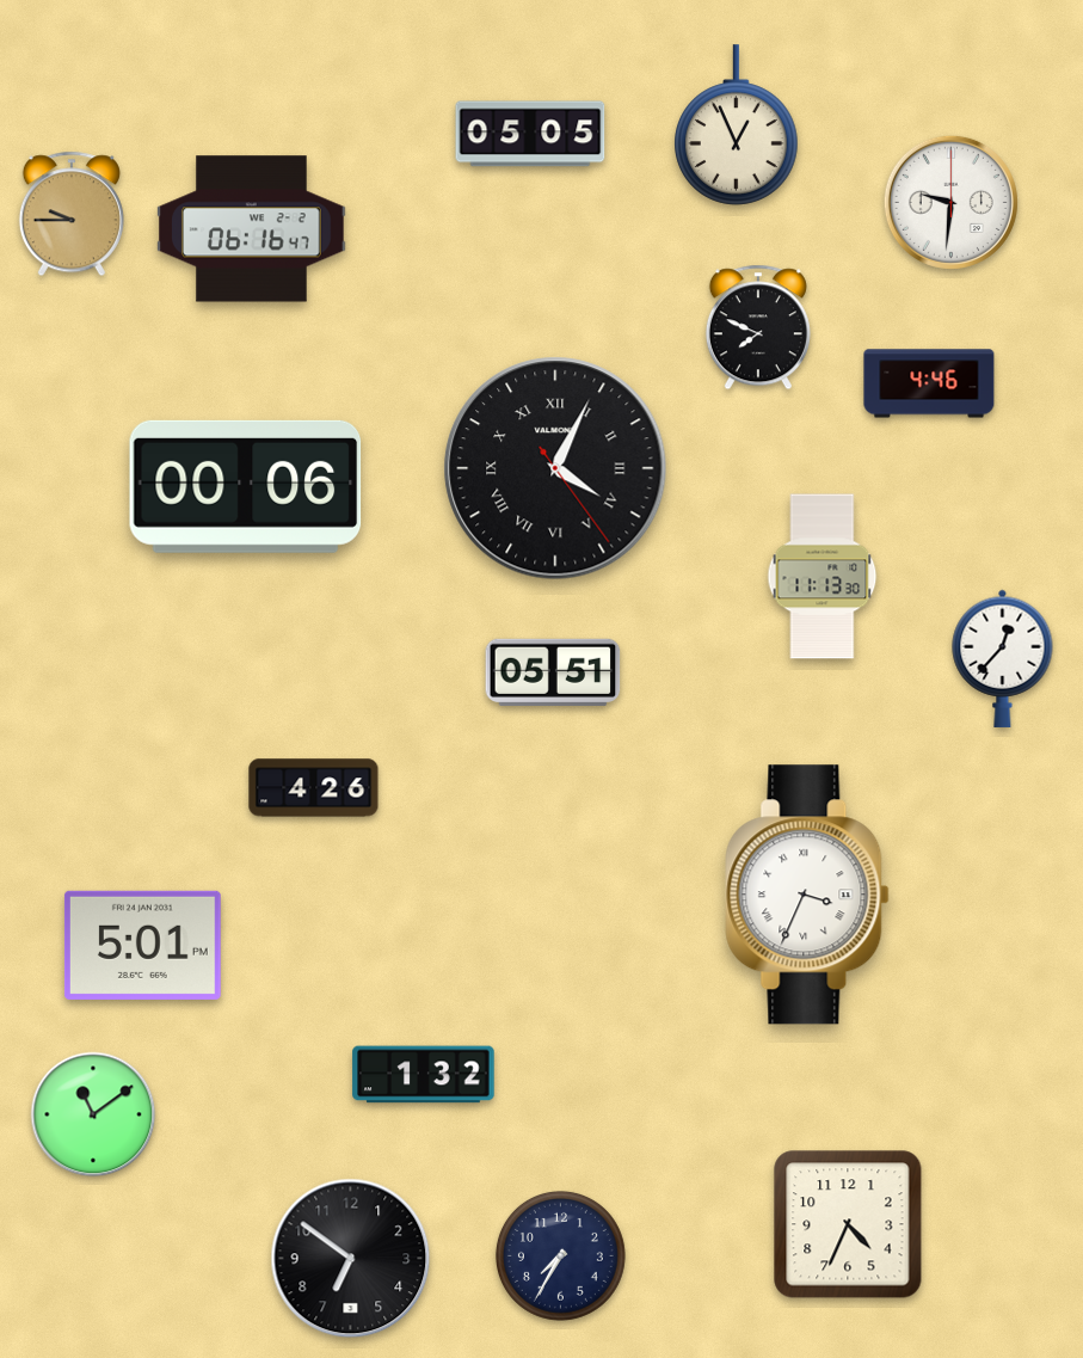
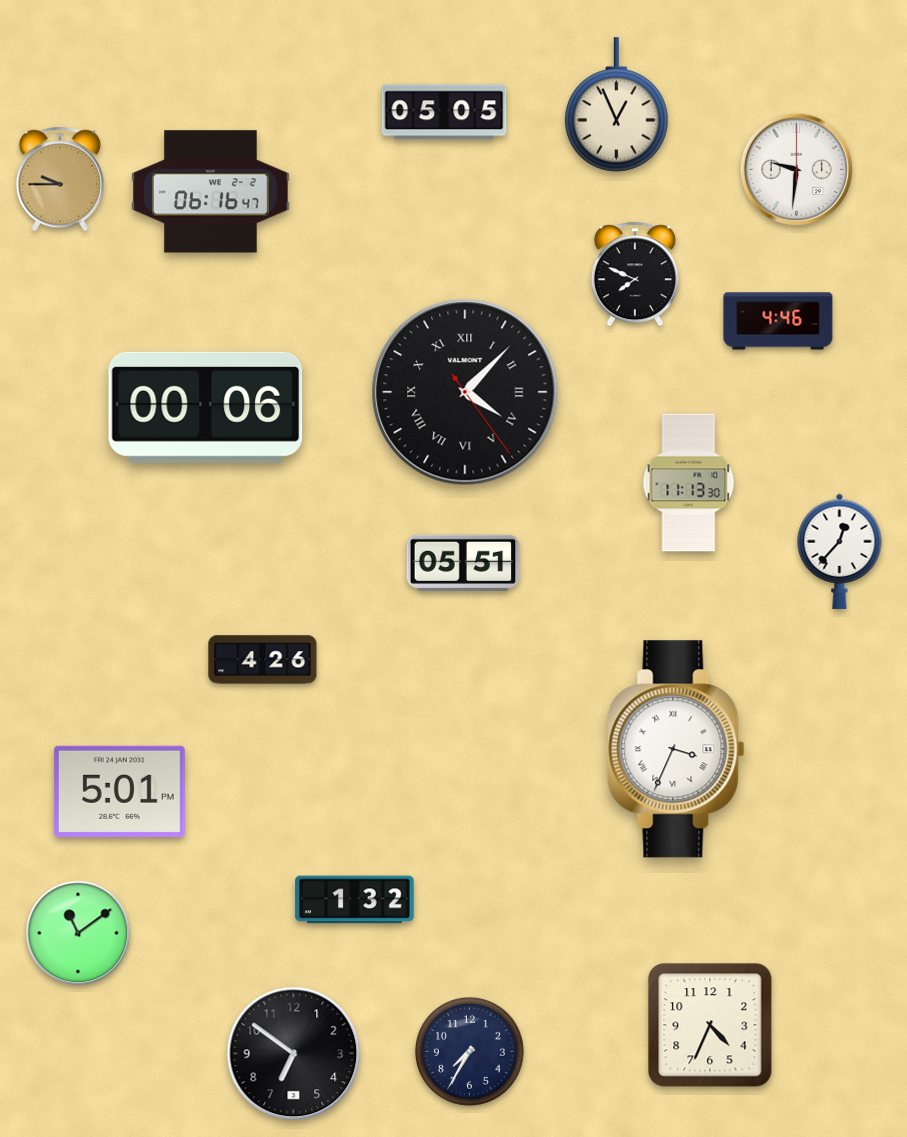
clock at (555, 468): 4:04 -> 4:07
